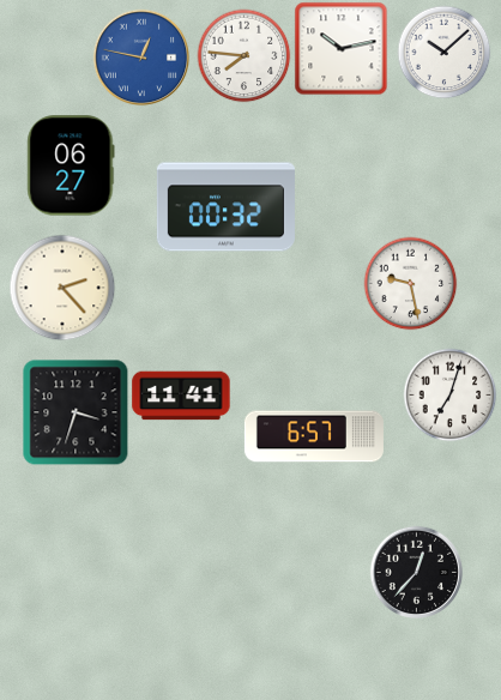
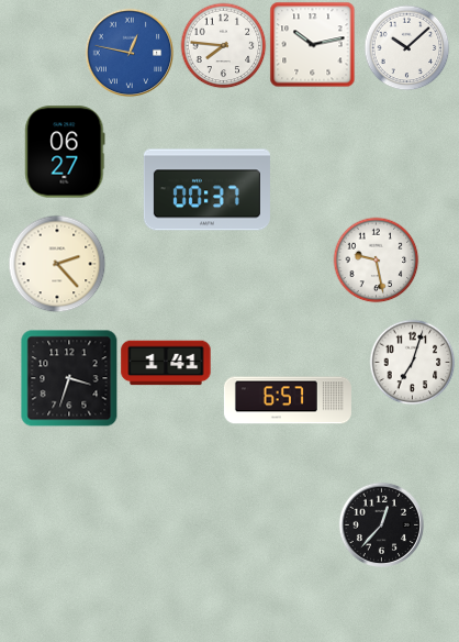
clock at (243, 55) position: (243, 55) -> (223, 45)
clock at (225, 207): 00:32 -> 00:37
clock at (181, 396): 11:41 -> 1:41
